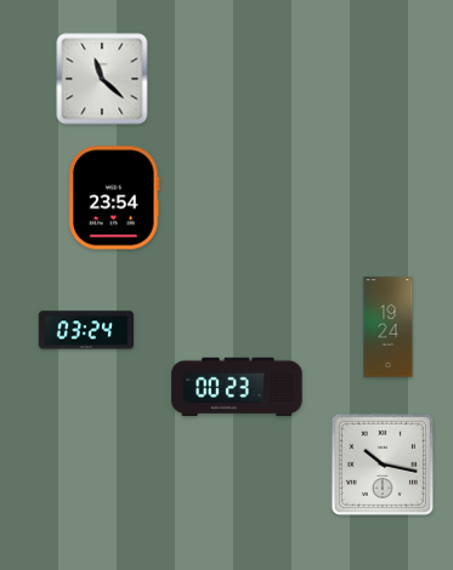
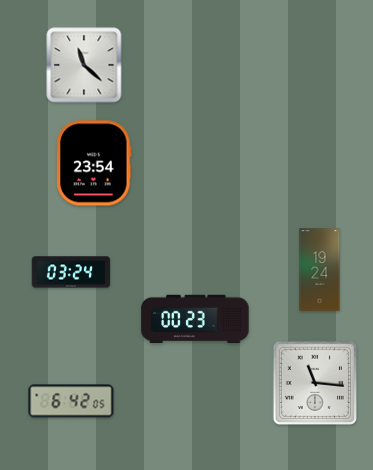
clock at (383, 464): 10:17 -> 11:16
clock at (71, 401): none -> 6:42
